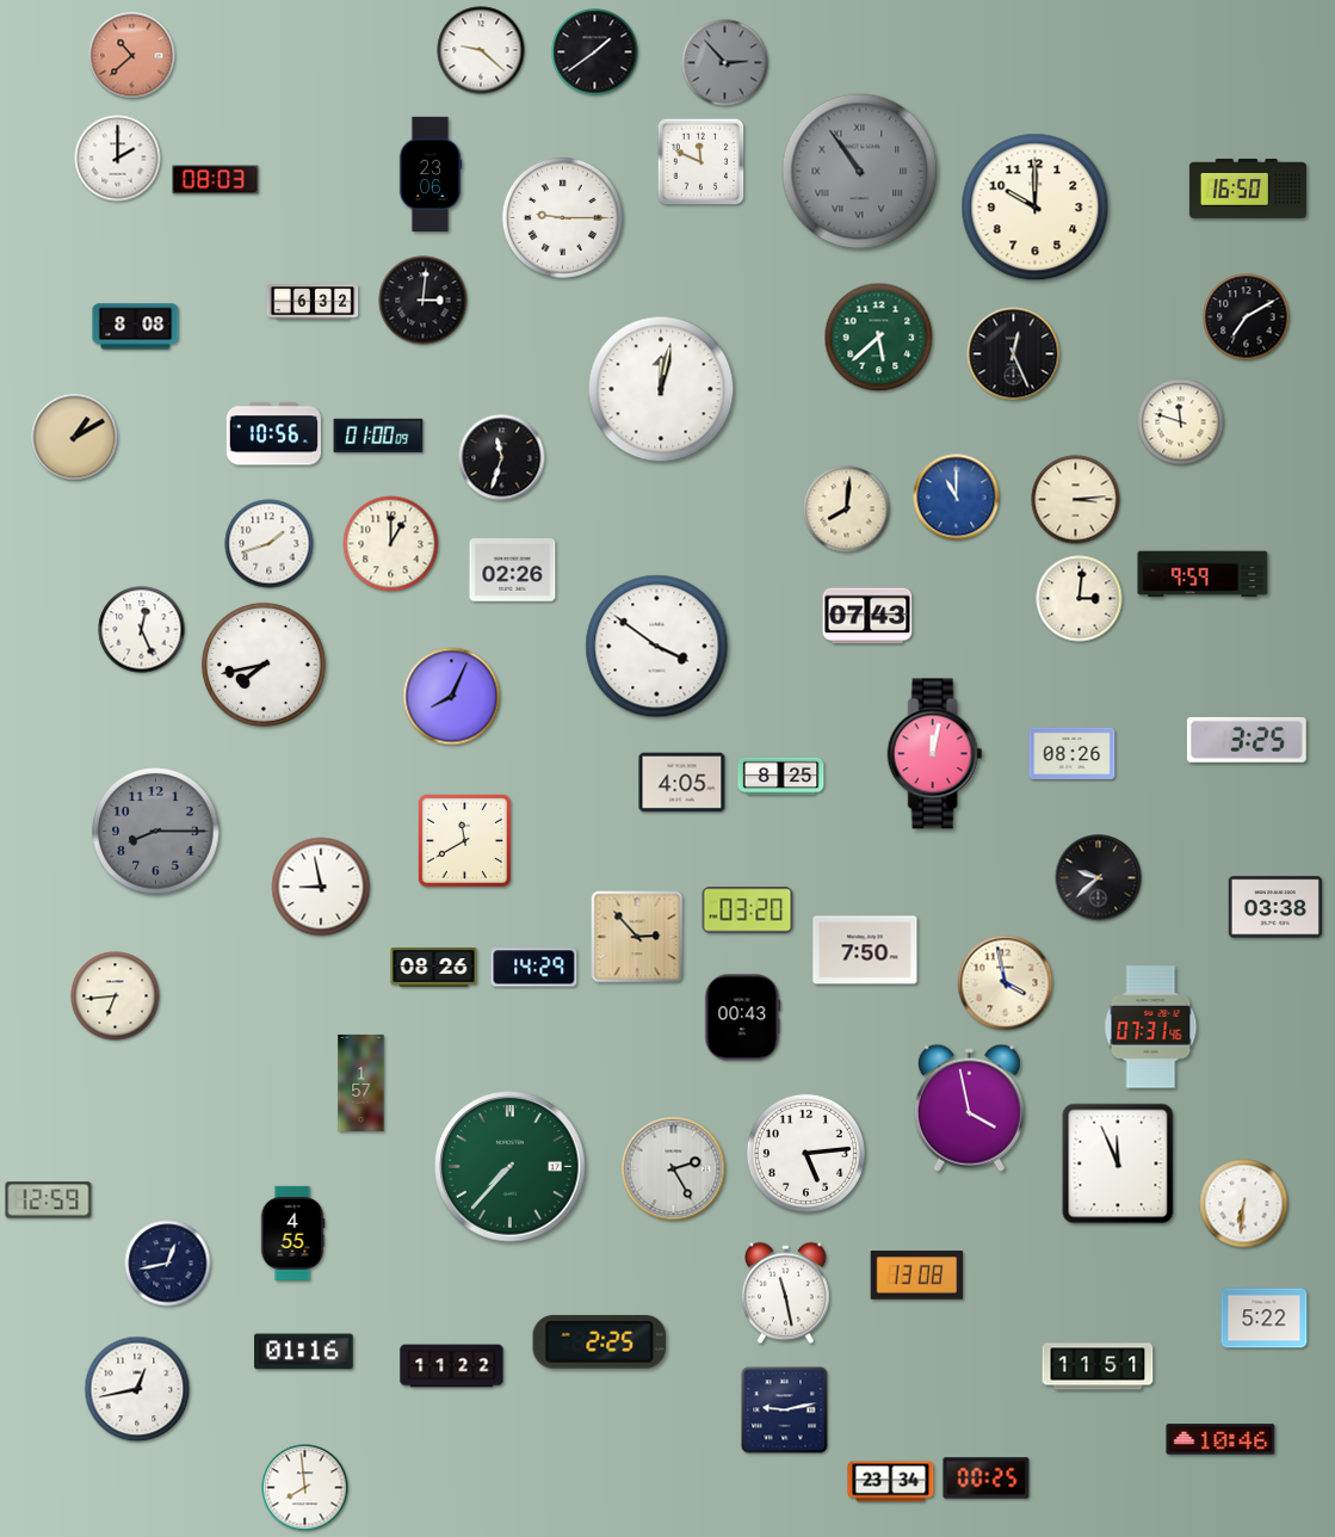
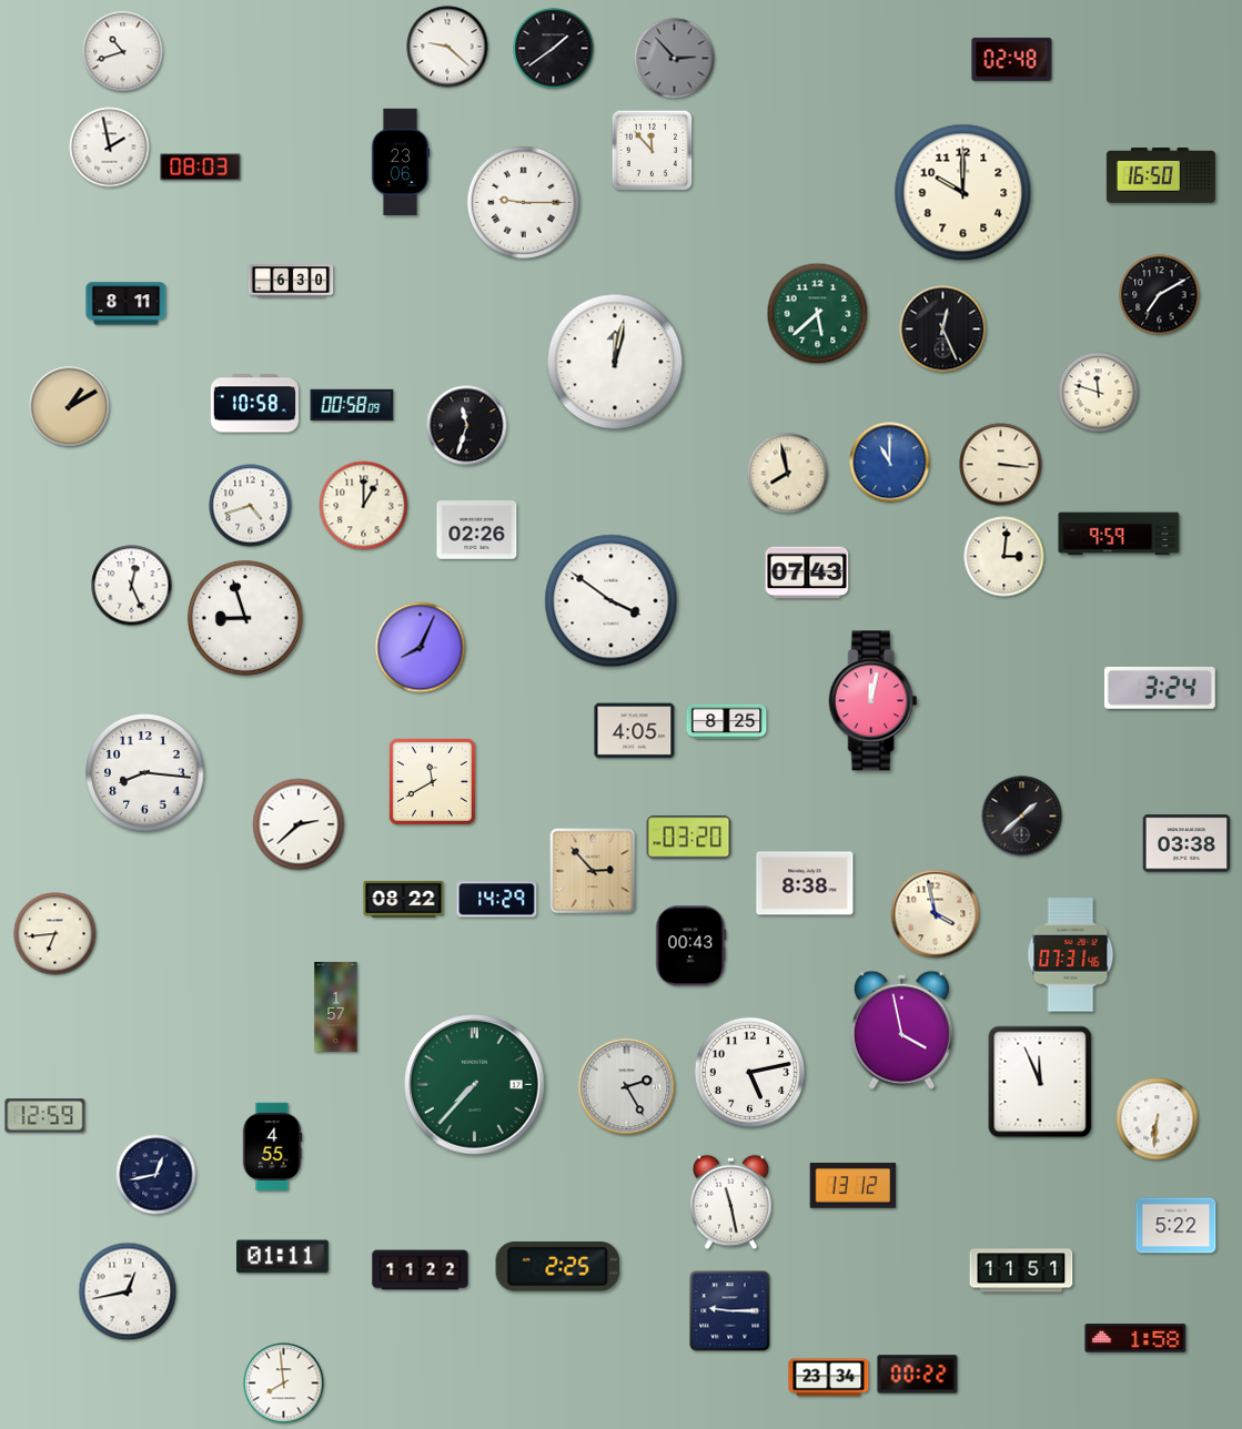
clock at (132, 56): 10:38 -> 10:42
clock at (132, 56) dial: salmon -> white
clock at (1012, 59): none -> 02:48
clock at (118, 159): 2:00 -> 1:58
clock at (702, 162): 11:49 -> 11:53
clock at (860, 172): 10:54 -> none
clock at (424, 301): 3:01 -> none
clock at (313, 302): 6:32 -> 6:30
clock at (136, 327): 8:08 -> 8:11
clock at (273, 434): 10:56 -> 10:58
clock at (378, 436): 01:00 -> 00:58
clock at (1076, 500): 3:14 -> 3:16
clock at (847, 510): 8:01 -> 7:58
clock at (270, 544): 1:42 -> 4:42
clock at (264, 665): 7:43 -> 8:57
clock at (1247, 740): 3:25 -> 3:24
clock at (1073, 753): 08:26 -> none
clock at (935, 754) position: (935, 754) -> (874, 701)
clock at (682, 783) position: (682, 783) -> (635, 731)
clock at (156, 832): 8:15 -> 8:16
clock at (156, 832) dial: grey -> white
clock at (1099, 878): 9:38 -> 1:38
clock at (321, 887): 8:58 -> 2:38
clock at (748, 911) position: (748, 911) -> (689, 838)
clock at (865, 950): 7:50 -> 8:38
clock at (434, 968): 08:26 -> 08:22
clock at (116, 996) position: (116, 996) -> (55, 934)
clock at (805, 1153): 5:14 -> 5:13
clock at (917, 1276): 13:08 -> 13:12
clock at (600, 1341) position: (600, 1341) -> (558, 1266)
clock at (304, 1352): 01:16 -> 01:11
clock at (785, 1411): 9:13 -> 9:15
clock at (1220, 1439): 10:46 -> 1:58
clock at (987, 1479): 00:25 -> 00:22
